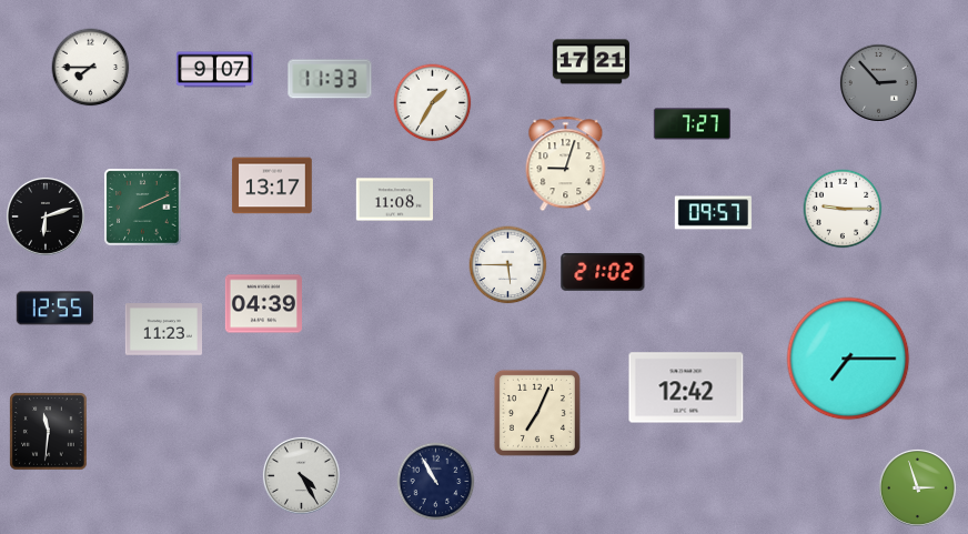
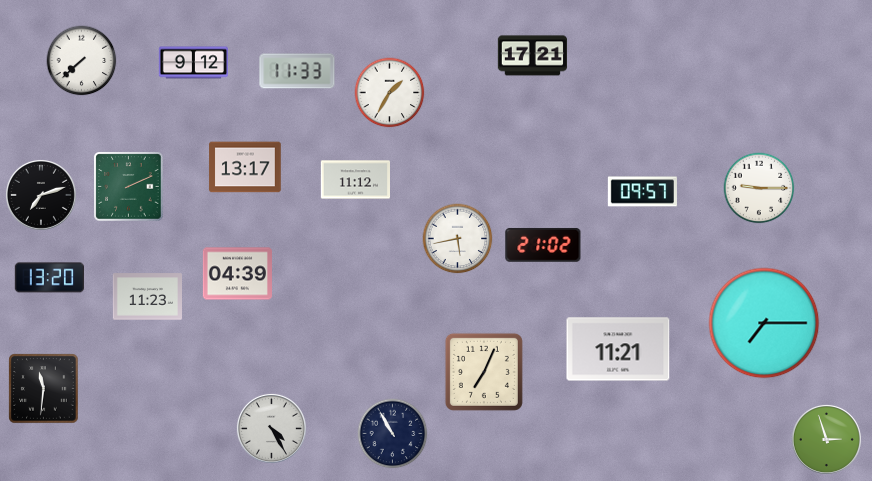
clock at (91, 68): 7:45 -> 7:38
clock at (214, 70): 9:07 -> 9:12
clock at (878, 82): 2:53 -> none
clock at (692, 124): 7:27 -> none
clock at (566, 164): 9:03 -> none
clock at (394, 200): 11:08 -> 11:12
clock at (46, 216): 6:12 -> 7:12
clock at (508, 265): 5:45 -> 5:43
clock at (54, 309): 12:55 -> 13:20
clock at (686, 387): 12:42 -> 11:21
